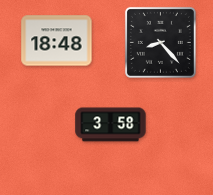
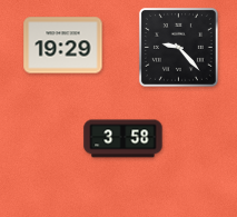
clock at (57, 41): 18:48 -> 19:29
clock at (160, 42): 8:23 -> 9:23
